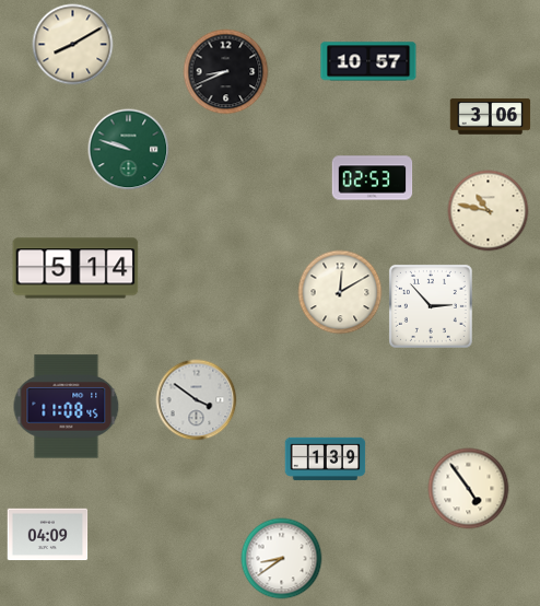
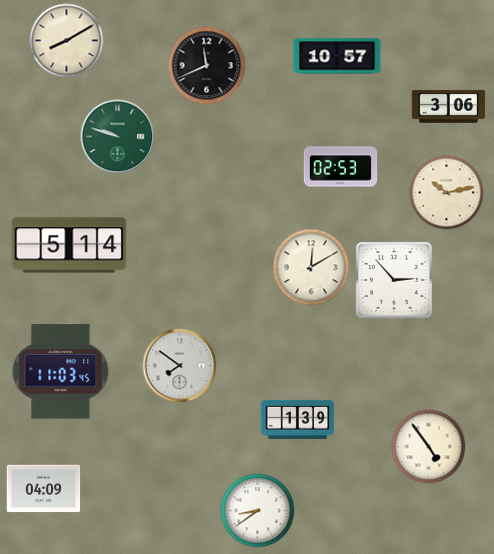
clock at (226, 72): 8:41 -> 11:41
clock at (373, 178) position: (373, 178) -> (341, 167)
clock at (489, 211): 10:47 -> 10:13
clock at (197, 400): 3:51 -> 7:51
clock at (67, 407): 11:08 -> 11:03
